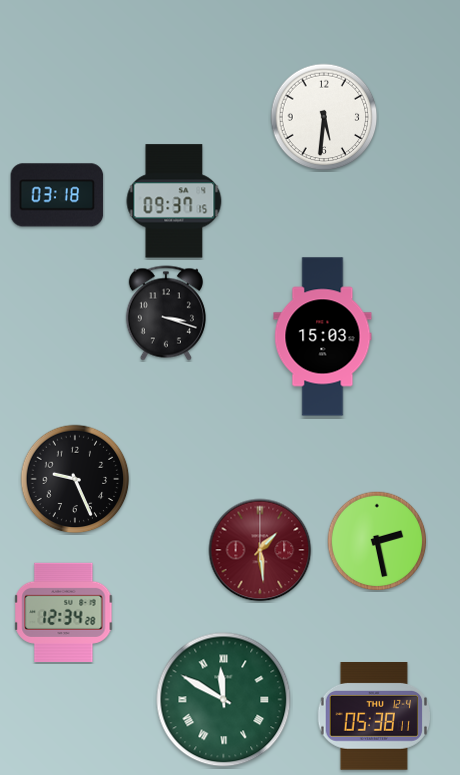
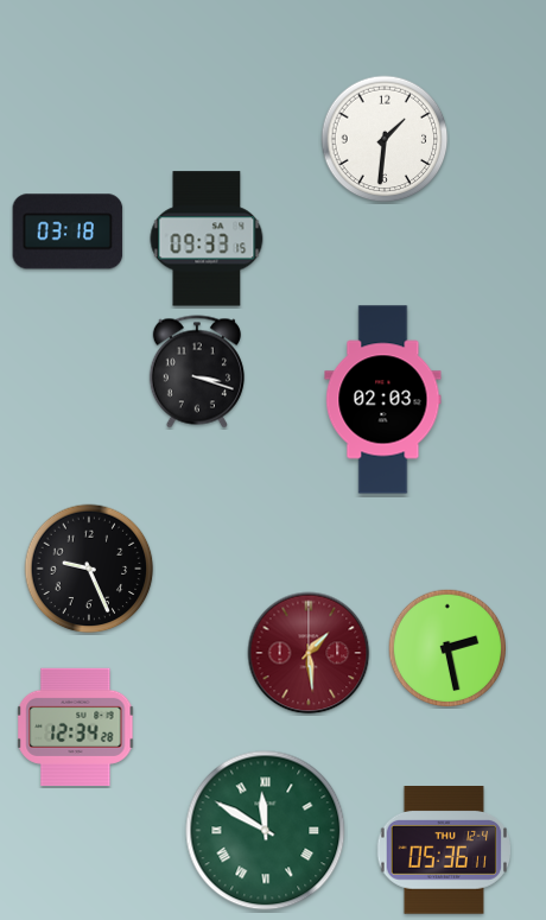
clock at (324, 117): 5:31 -> 1:31
clock at (174, 201): 09:37 -> 09:33
clock at (323, 337): 15:03 -> 02:03
clock at (377, 541) position: (377, 541) -> (447, 648)
clock at (374, 717): 05:38 -> 05:36
